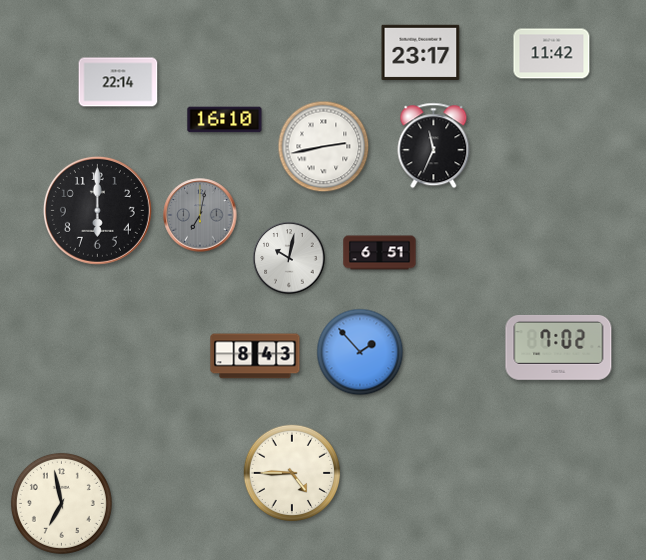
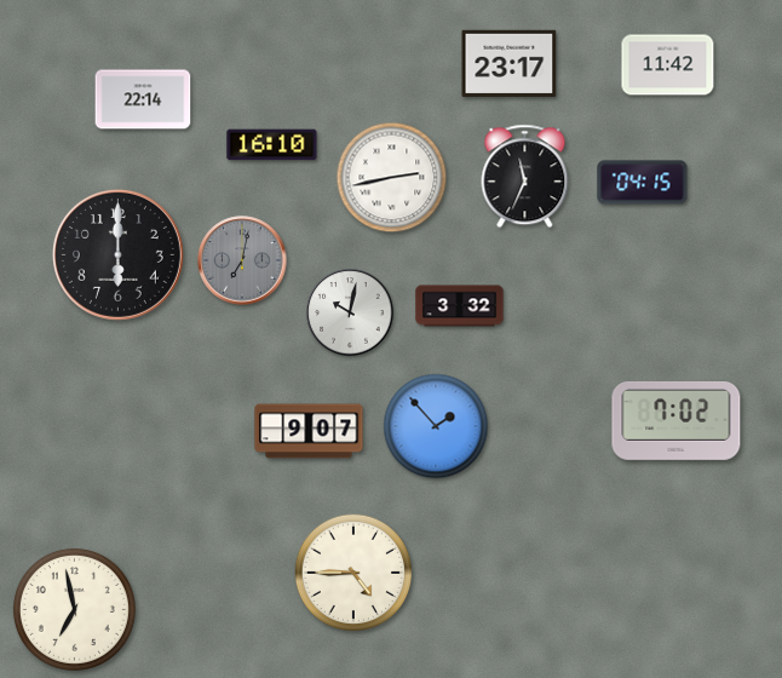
clock at (643, 183): none -> 04:15
clock at (380, 253): 6:51 -> 3:32
clock at (255, 356): 8:43 -> 9:07
